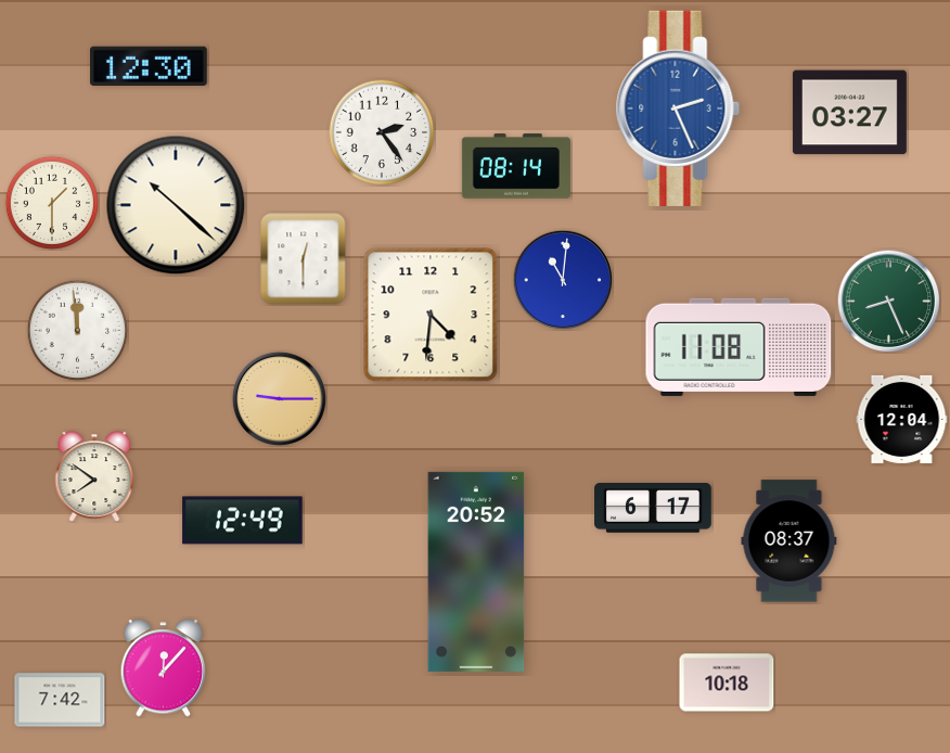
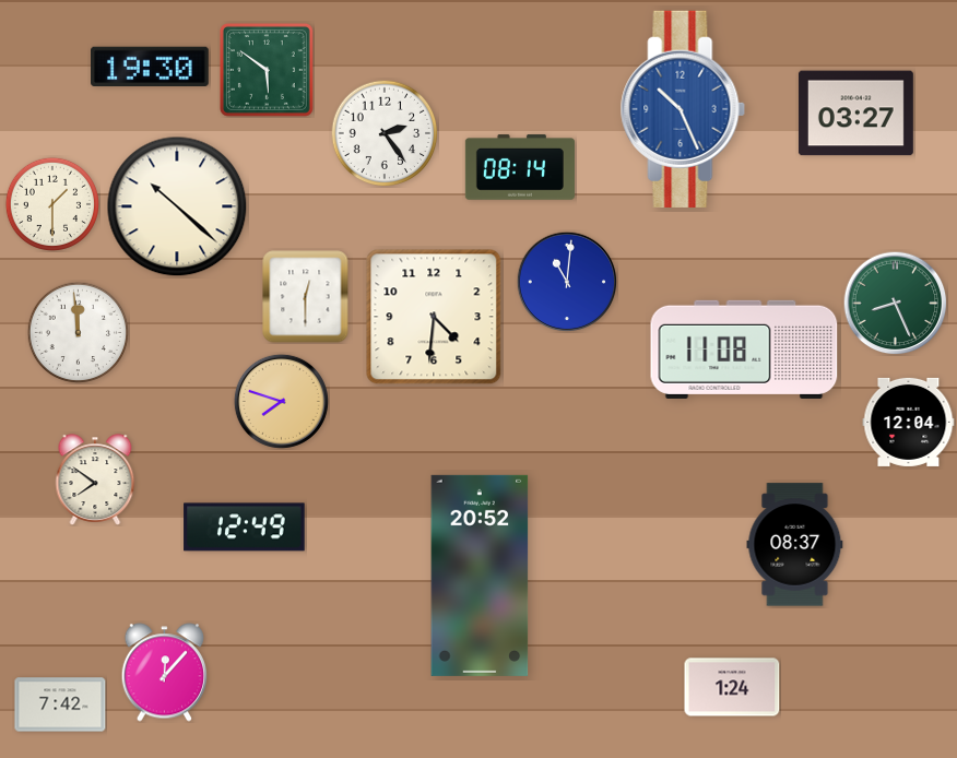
clock at (150, 65): 12:30 -> 19:30
clock at (268, 71): none -> 5:51
clock at (678, 109): 2:26 -> 10:26
clock at (304, 259) position: (304, 259) -> (306, 297)
clock at (279, 398): 9:15 -> 7:48
clock at (653, 508): 6:17 -> none
clock at (243, 521) position: (243, 521) -> (245, 528)
clock at (727, 682): 10:18 -> 1:24
